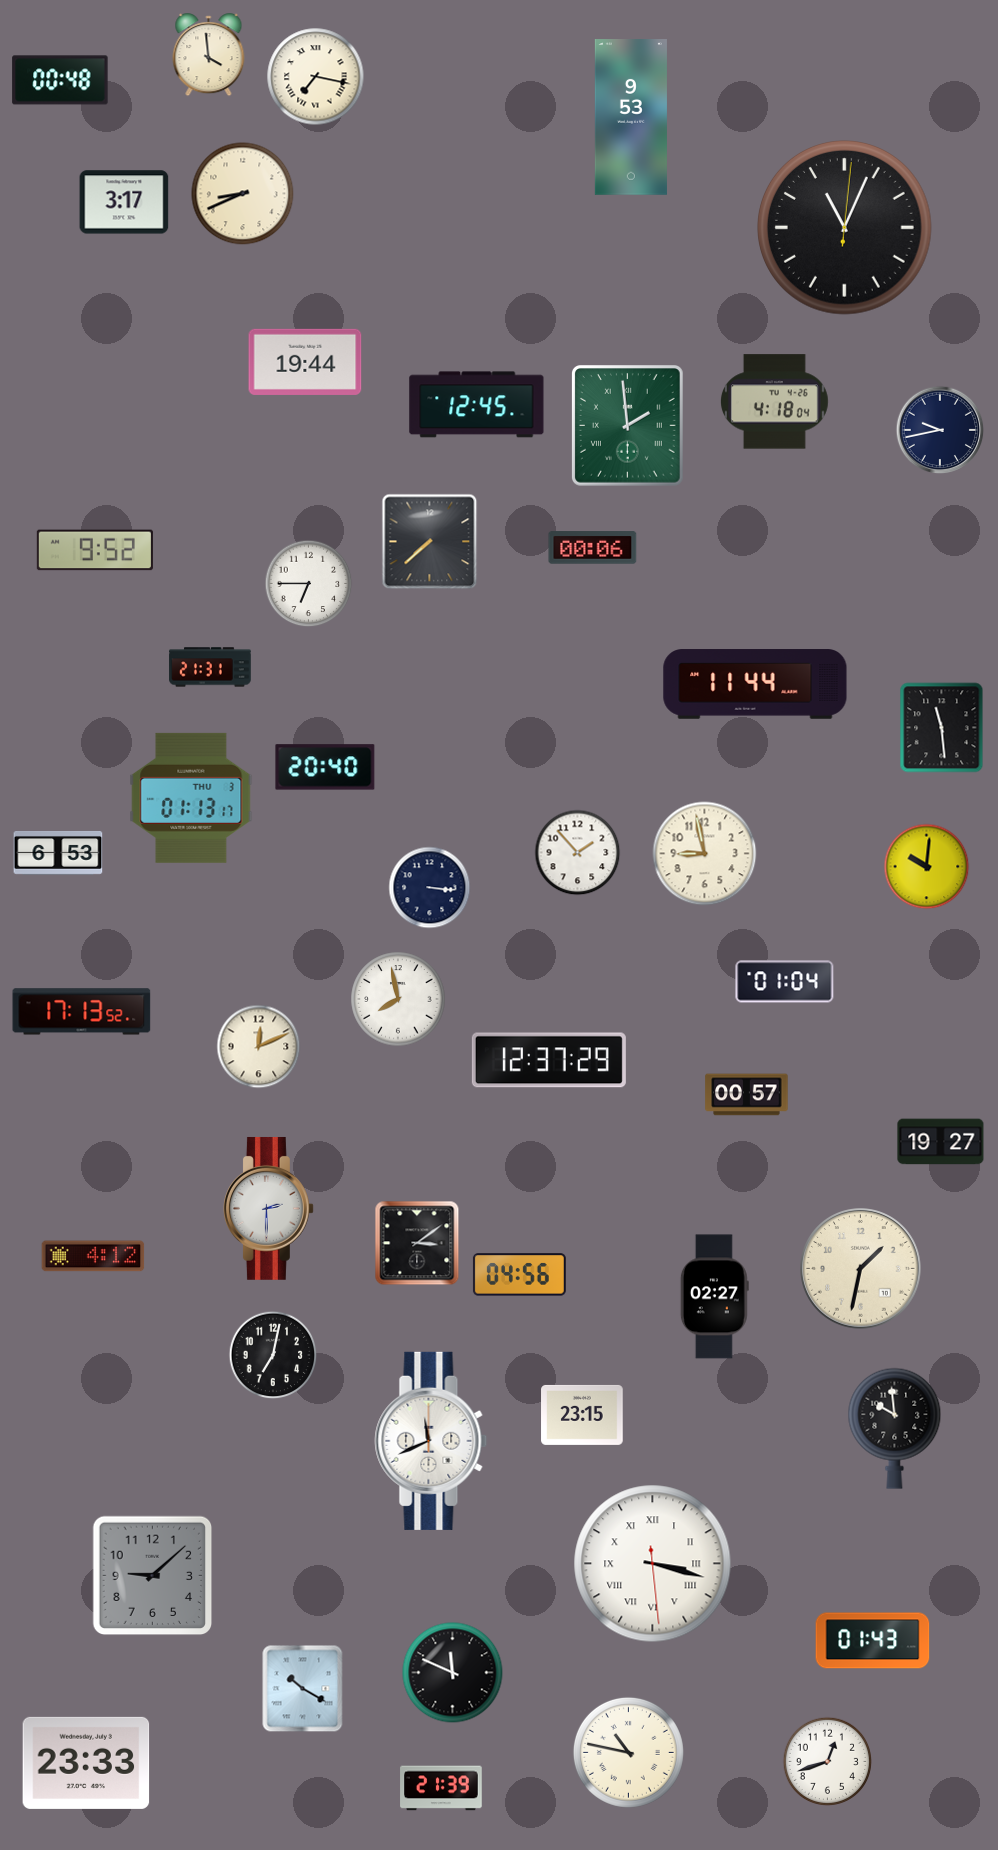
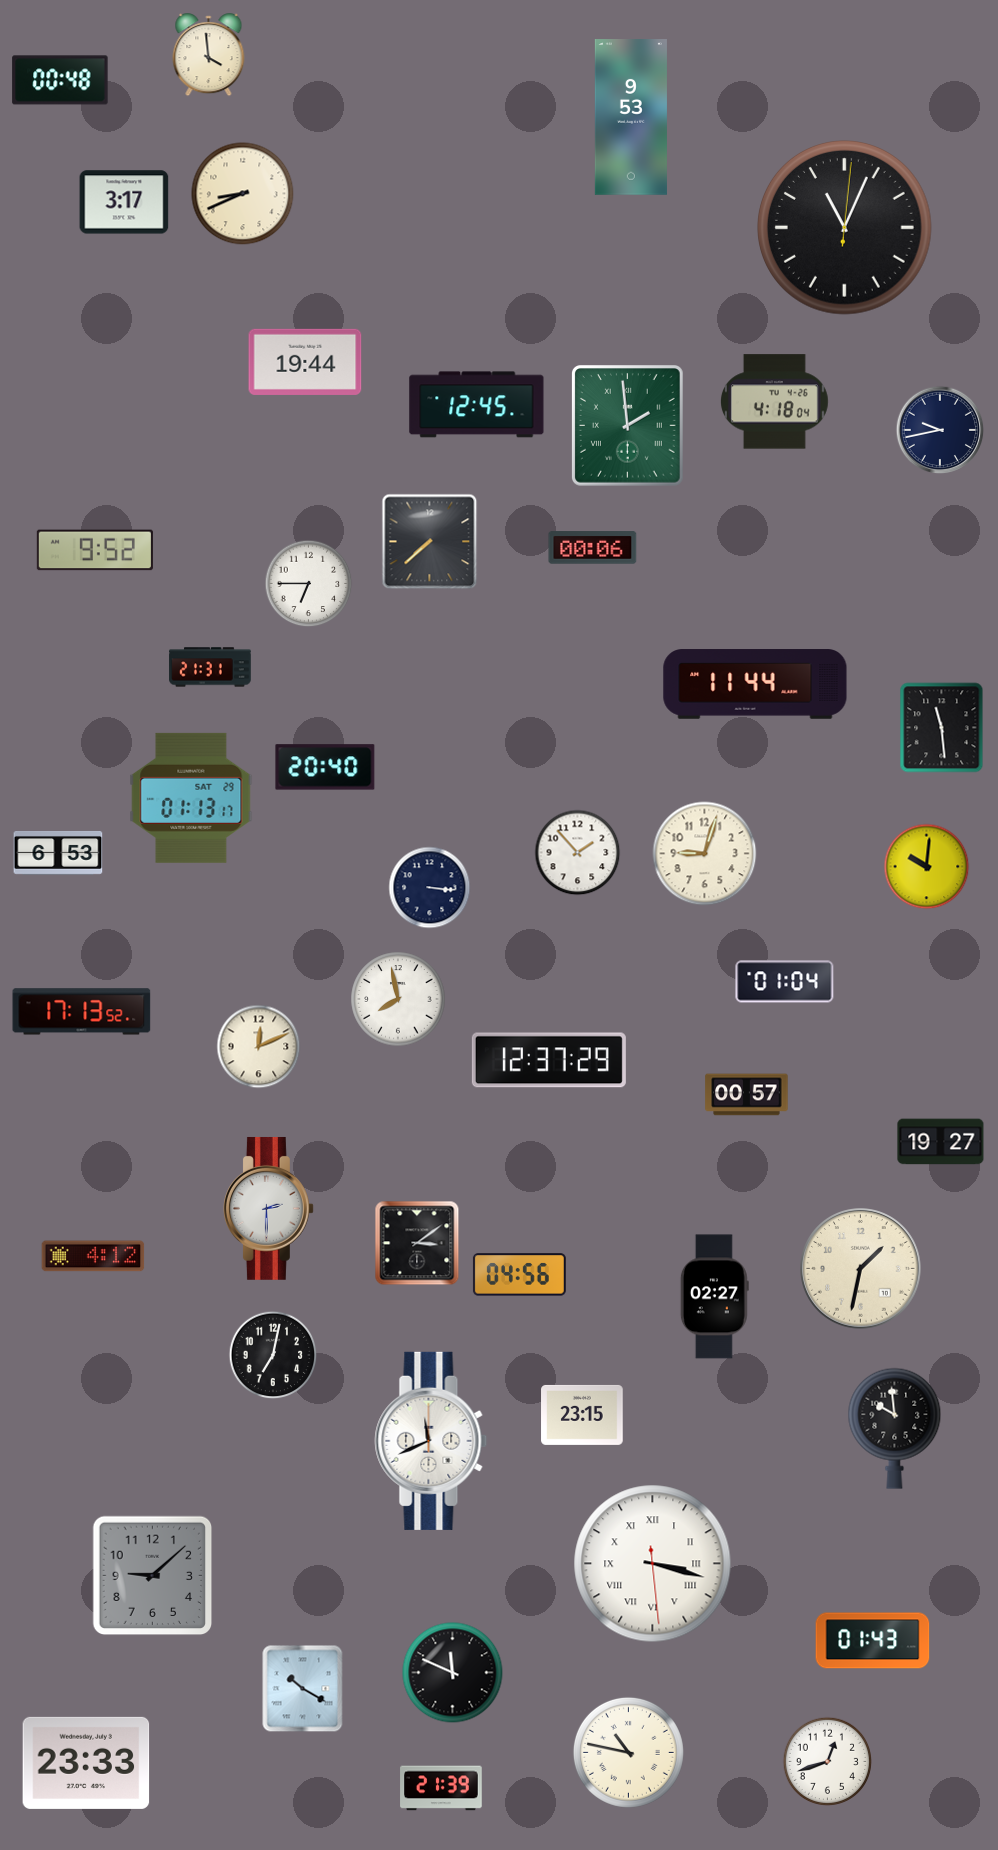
clock at (316, 77): 7:17 -> none
clock at (191, 798) date: THU 3 -> SAT 29
clock at (705, 854): 8:58 -> 9:03
